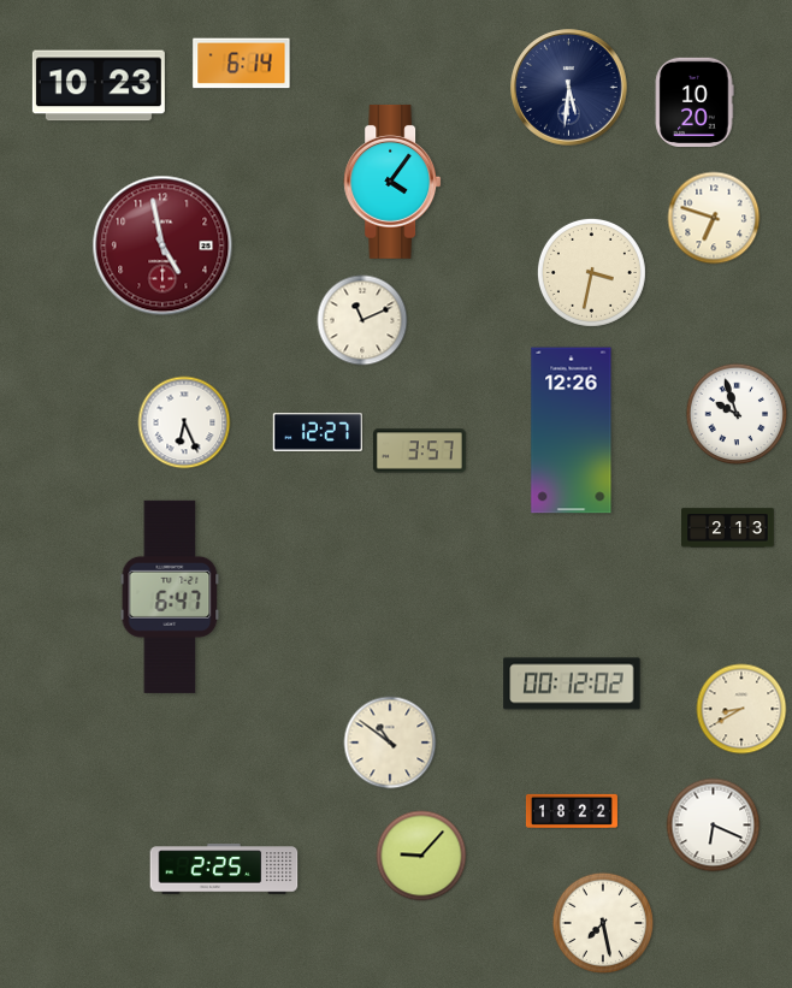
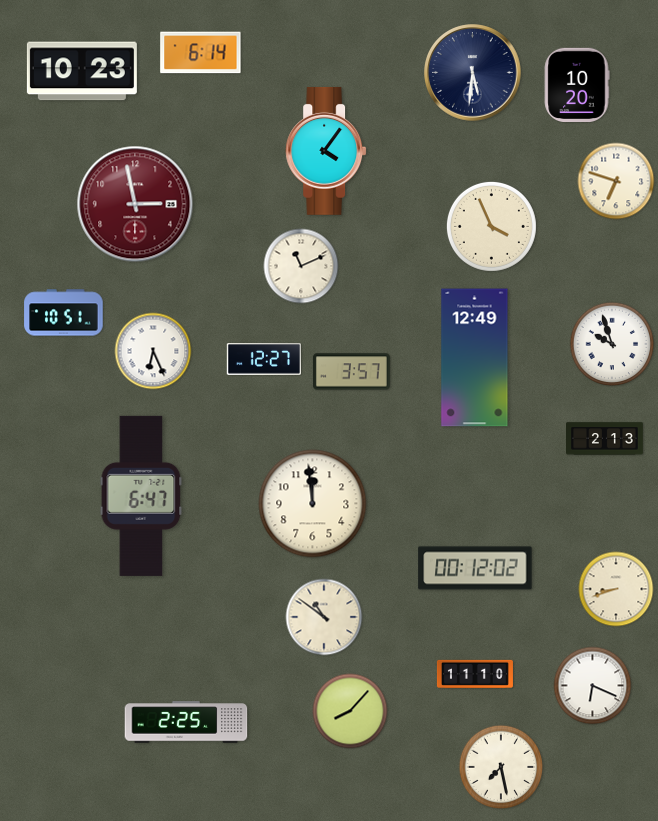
clock at (714, 218) position: (714, 218) -> (616, 181)
clock at (162, 245): 4:58 -> 2:58
clock at (591, 272): 3:32 -> 3:56
clock at (64, 313): none -> 10:51
clock at (572, 431): 12:26 -> 12:49
clock at (419, 451) position: (419, 451) -> (351, 372)
clock at (313, 504): none -> 11:59
clock at (741, 709): 8:40 -> 8:42
clock at (572, 810): 18:22 -> 11:10
clock at (421, 856): 9:07 -> 8:07
